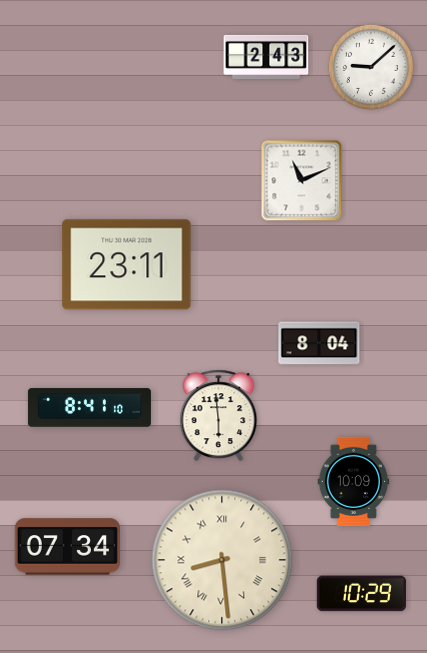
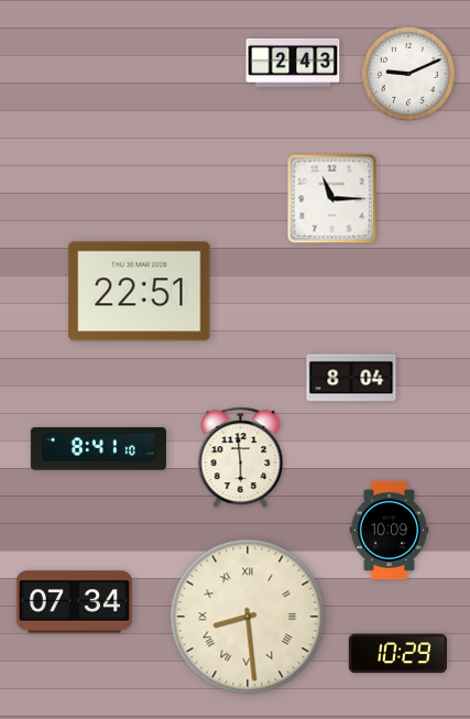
clock at (371, 67): 9:08 -> 9:11
clock at (302, 181): 11:11 -> 11:15
clock at (127, 265): 23:11 -> 22:51
clock at (222, 560) position: (222, 560) -> (248, 617)
